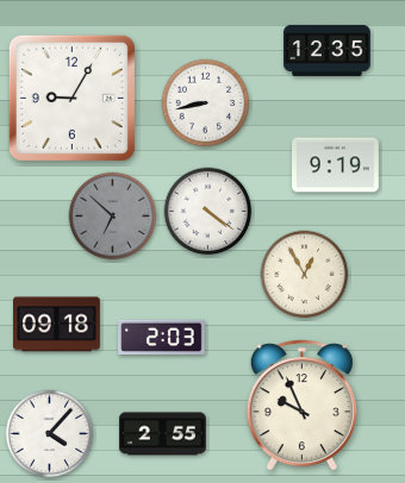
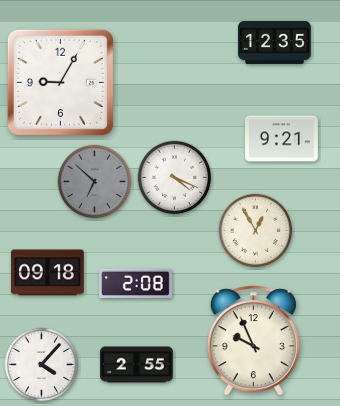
clock at (206, 103): 8:43 -> none
clock at (336, 165): 9:19 -> 9:21
clock at (208, 212): 4:21 -> 4:19
clock at (162, 338): 2:03 -> 2:08
